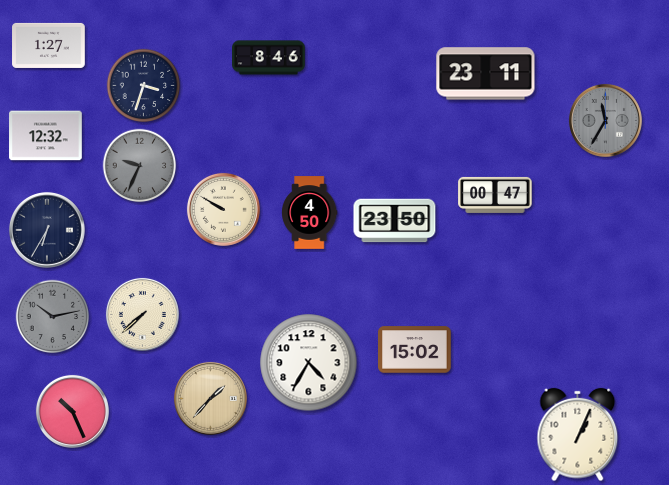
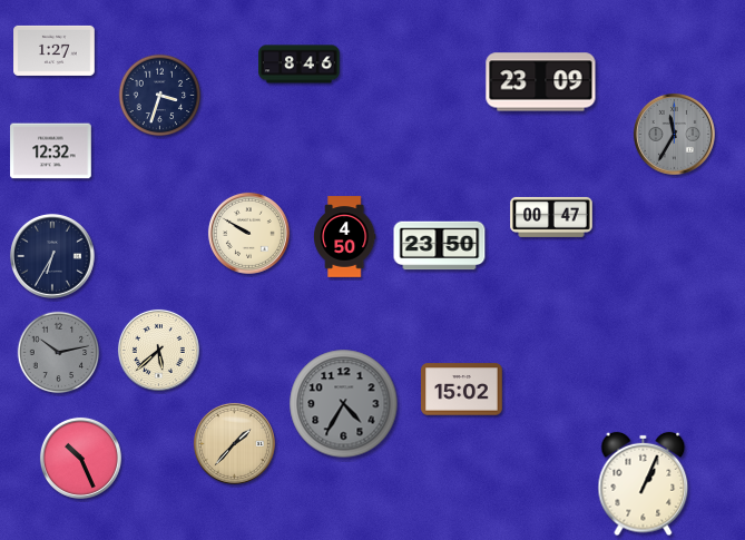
clock at (486, 74): 23:11 -> 23:09
clock at (140, 166): 9:34 -> none
clock at (142, 314): 7:38 -> 5:38
clock at (309, 363) dial: white -> grey
